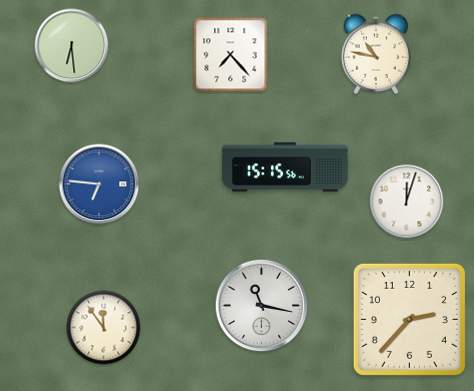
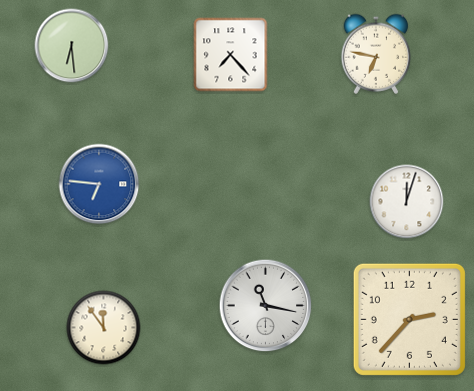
clock at (376, 54): 10:47 -> 6:47
clock at (285, 167): 15:15 -> none
clock at (262, 306) position: (262, 306) -> (266, 306)
